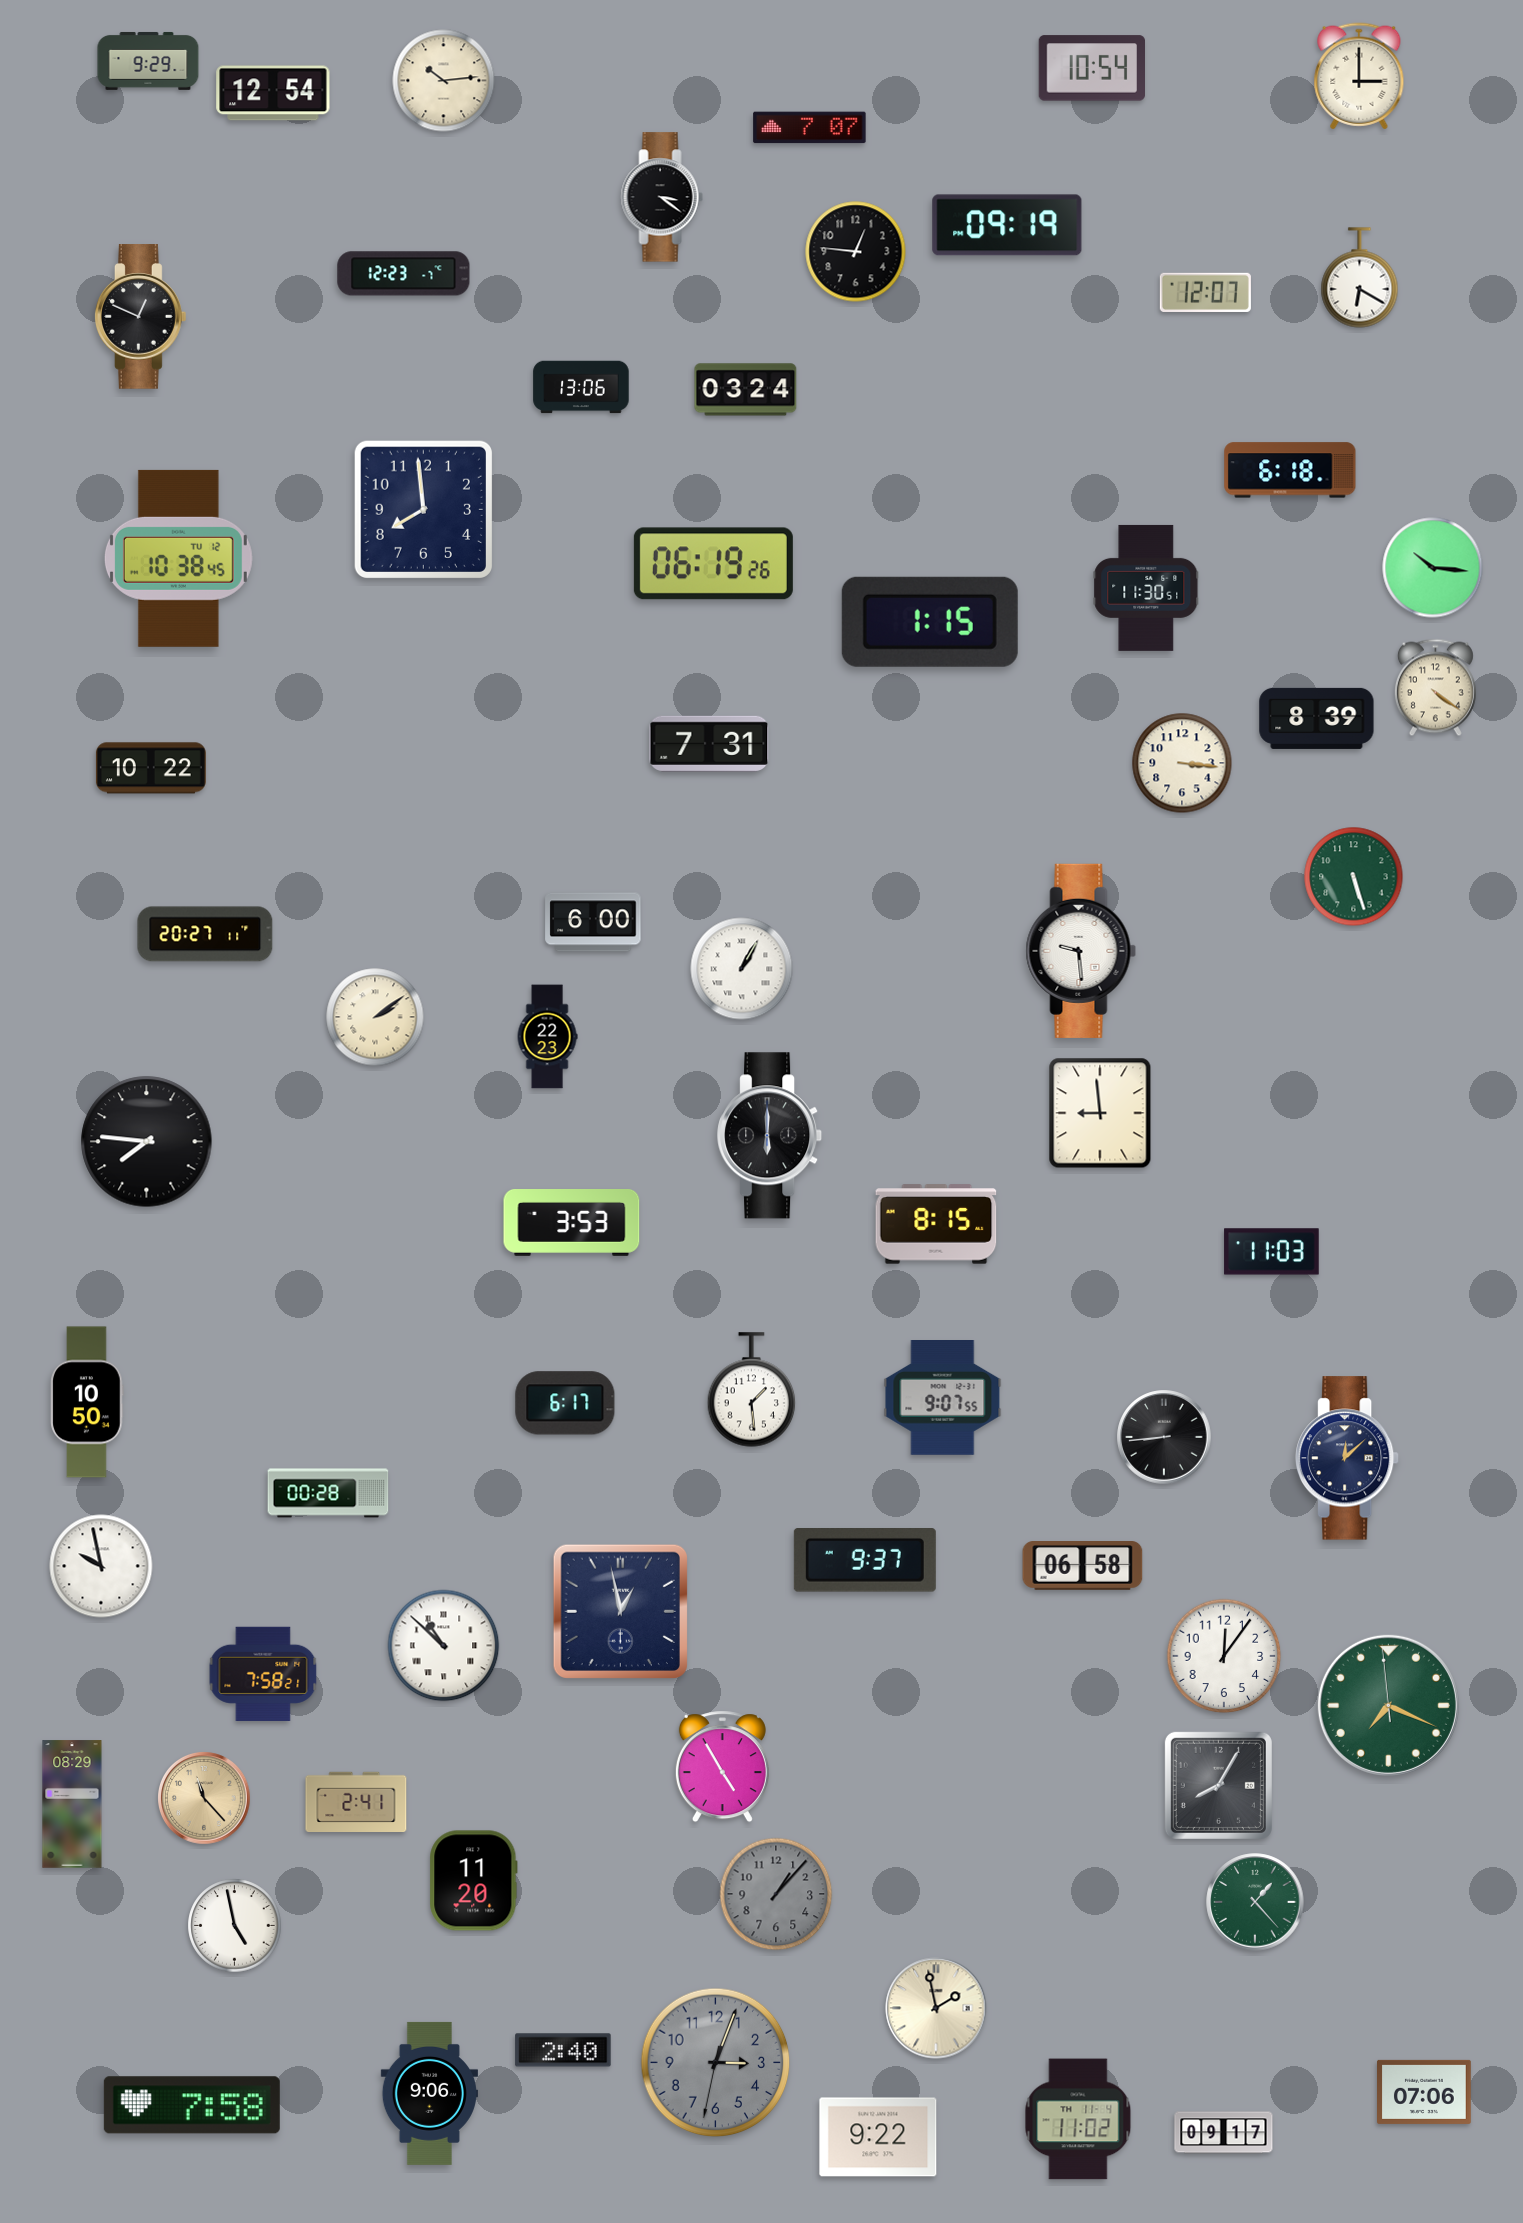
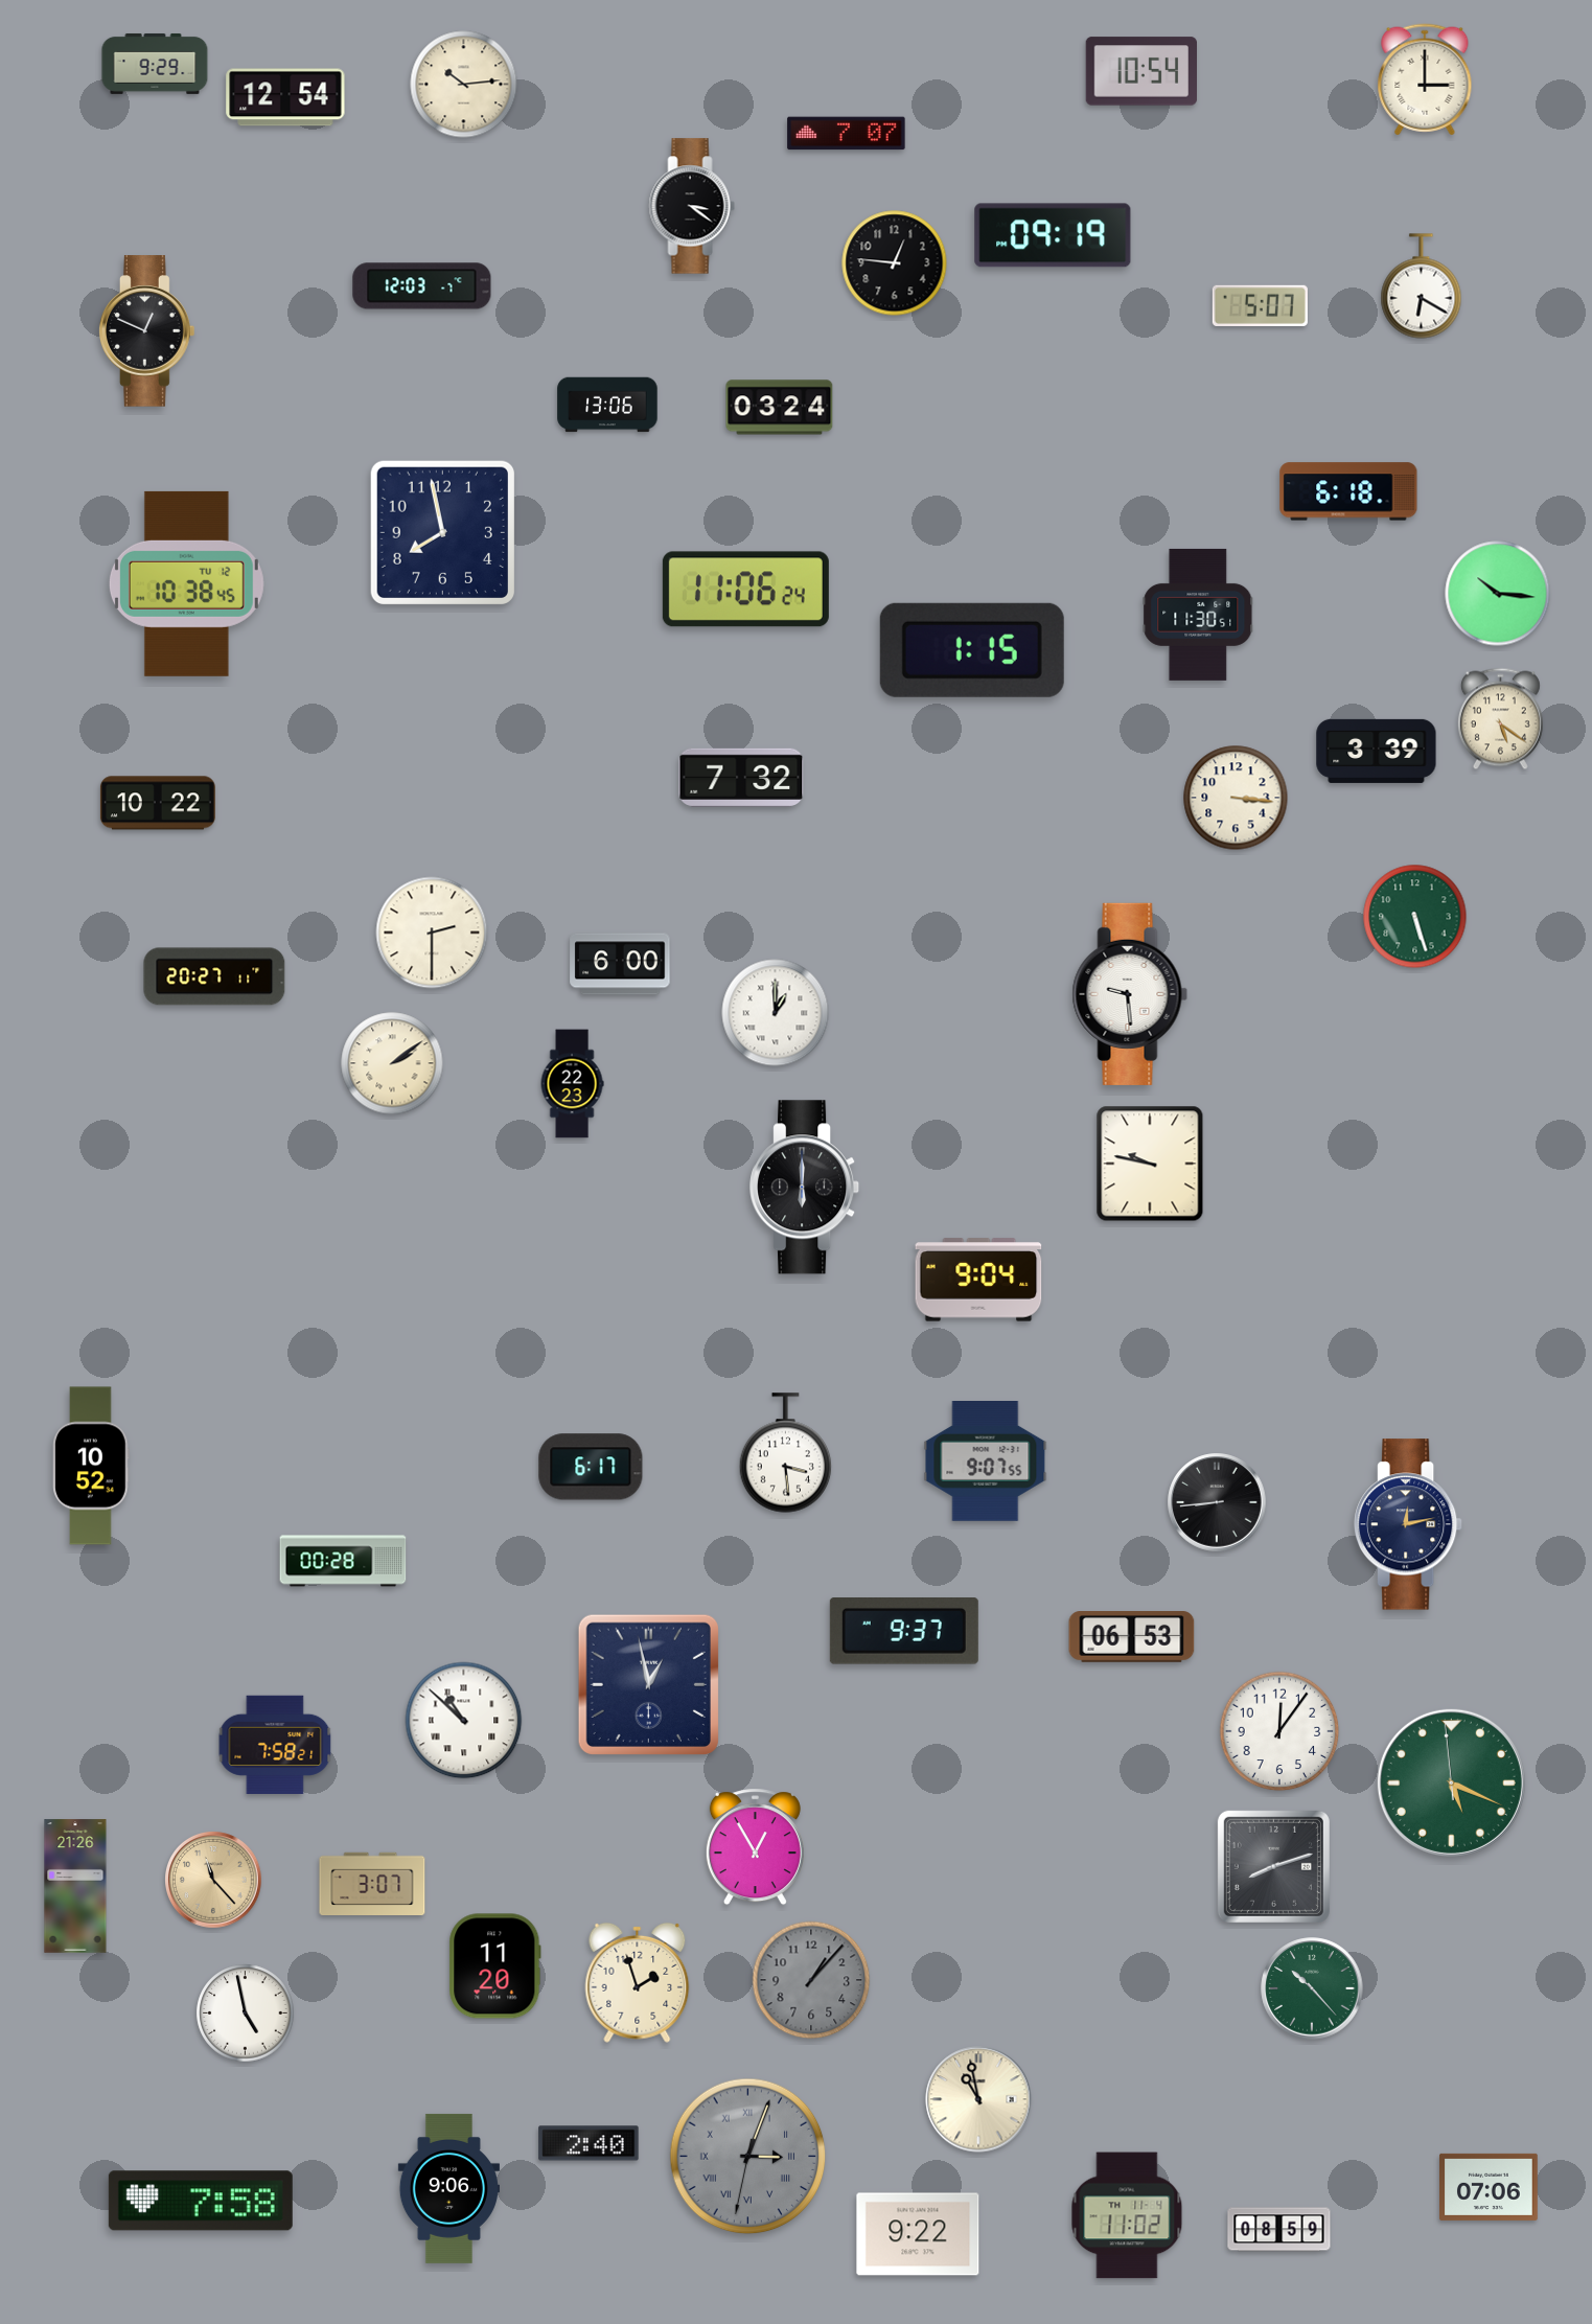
clock at (1359, 76) position: (1359, 76) -> (1425, 79)
clock at (404, 274): 12:23 -> 12:03
clock at (1360, 278) position: (1360, 278) -> (1422, 286)
clock at (1205, 292): 12:07 -> 5:07
clock at (423, 509): 7:59 -> 7:58
clock at (713, 564): 06:19 -> 11:06
clock at (1435, 688): 4:21 -> 5:21
clock at (1317, 718): 8:39 -> 3:39
clock at (709, 744): 7:31 -> 7:32
clock at (432, 933): none -> 2:30
clock at (742, 969): 1:05 -> 1:00
clock at (1100, 1113): 8:59 -> 9:47
clock at (147, 1142): 7:46 -> none
clock at (572, 1223): 3:53 -> none
clock at (936, 1224): 8:15 -> 9:04
clock at (1272, 1252): 11:03 -> none
clock at (752, 1390): 1:29 -> 3:29
clock at (87, 1402): 10:50 -> 10:52
clock at (1347, 1458): 12:08 -> 12:13
clock at (101, 1566): 9:58 -> none
clock at (1083, 1566): 06:58 -> 06:53
clock at (263, 1674) position: (263, 1674) -> (275, 1745)
clock at (1388, 1705): 7:18 -> 5:18
clock at (722, 1767): 4:55 -> 12:55
clock at (1218, 1785): 8:05 -> 8:12
clock at (356, 1801): 2:41 -> 3:07
clock at (72, 1804): 08:29 -> 21:26
clock at (638, 1982): none -> 1:57
clock at (1255, 1902): 1:23 -> 10:23
clock at (936, 2008): 1:58 -> 10:58
clock at (716, 2063) numerals: Arabic -> Roman
clock at (1224, 2133): 09:17 -> 08:59
